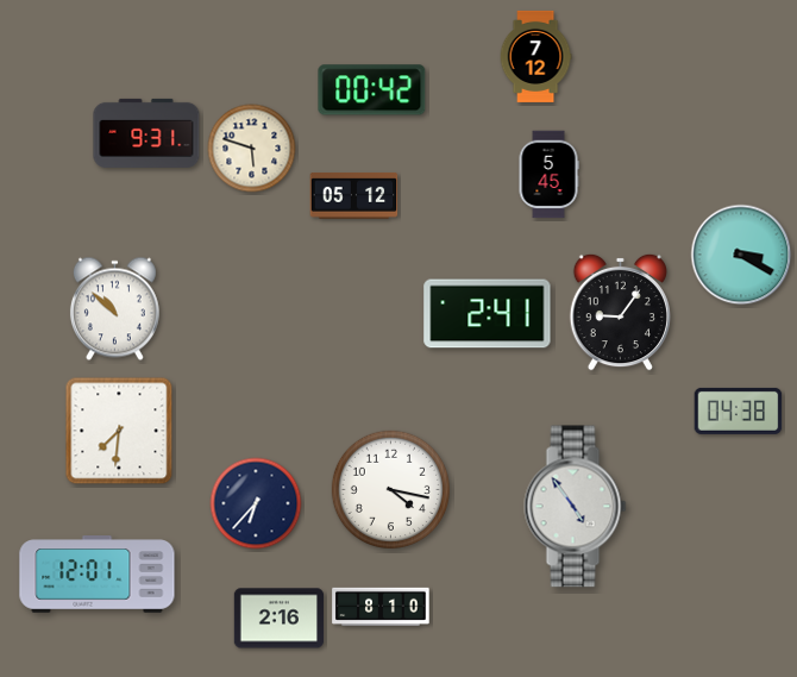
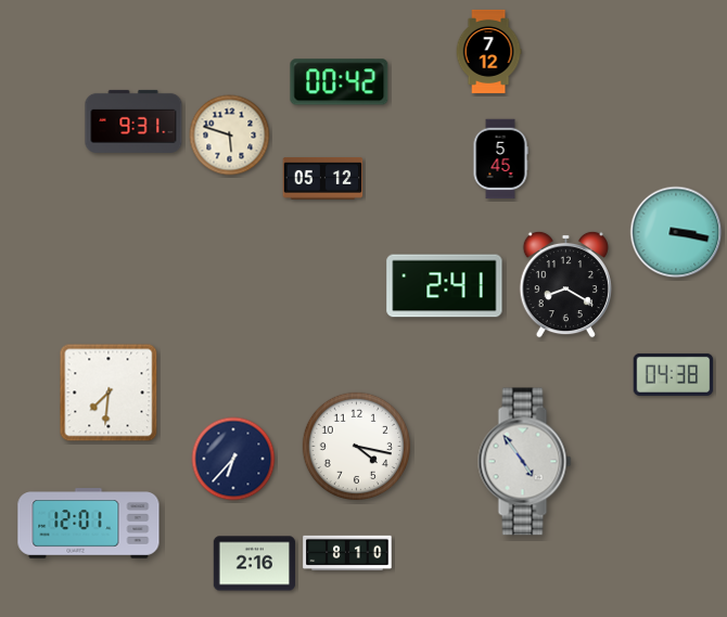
clock at (741, 255): 3:20 -> 3:17
clock at (114, 309): 10:52 -> none
clock at (620, 312): 9:06 -> 8:20
